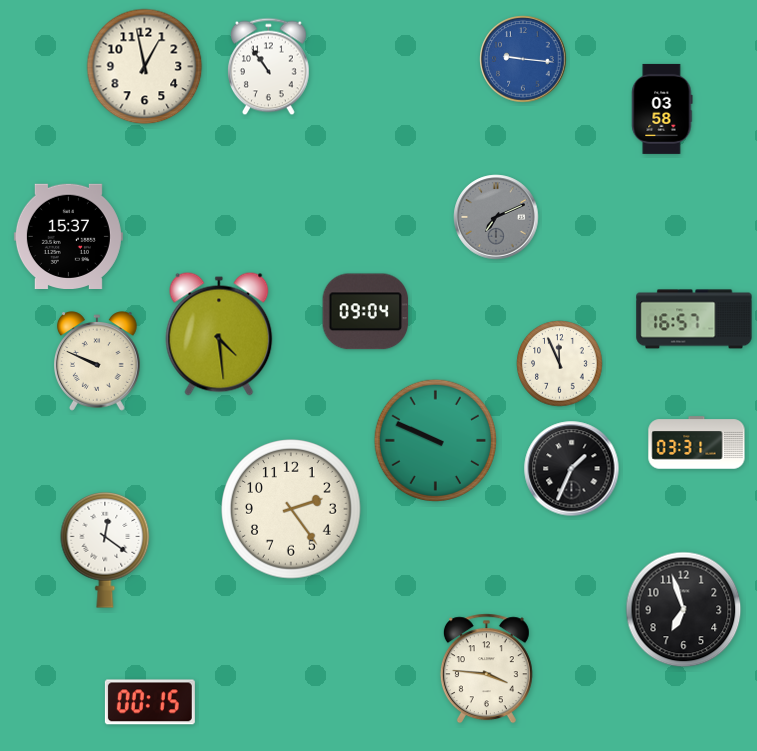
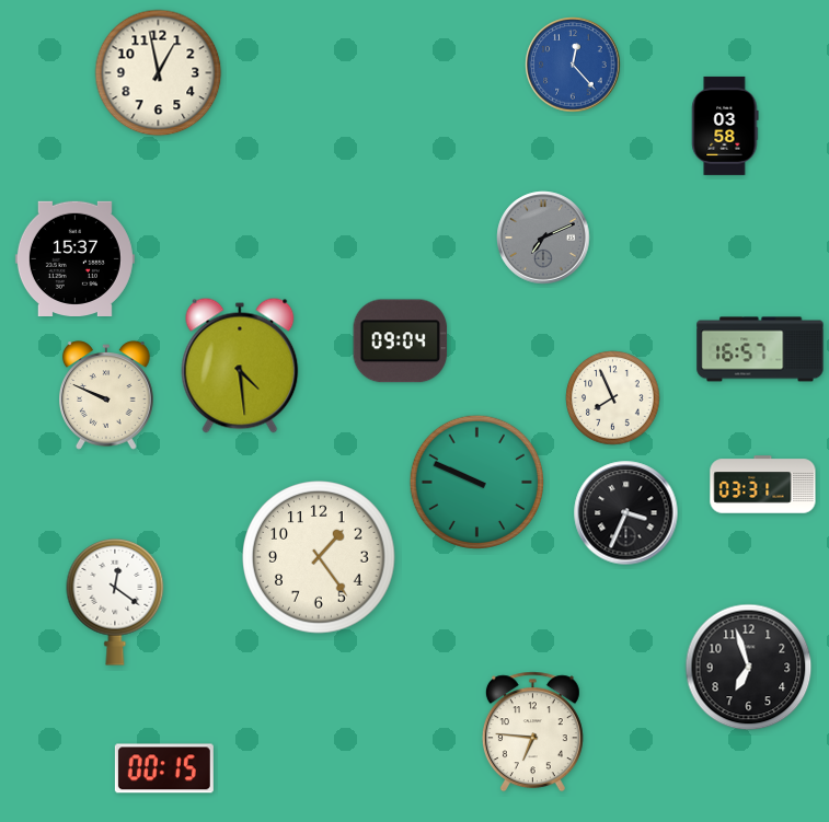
clock at (523, 59): 9:16 -> 12:23
clock at (269, 67): 10:54 -> none
clock at (662, 109) position: (662, 109) -> (725, 126)
clock at (560, 364): 11:56 -> 7:56
clock at (572, 469): 1:34 -> 3:34
clock at (291, 509): 2:24 -> 1:24
clock at (486, 669): 3:46 -> 6:46
